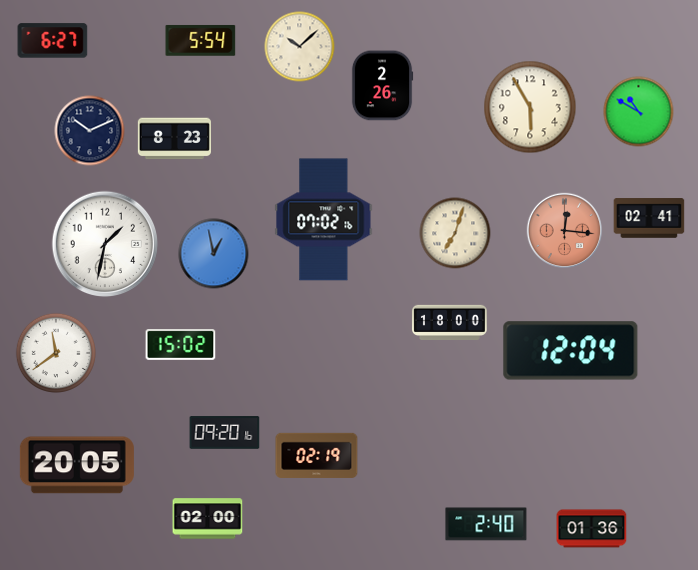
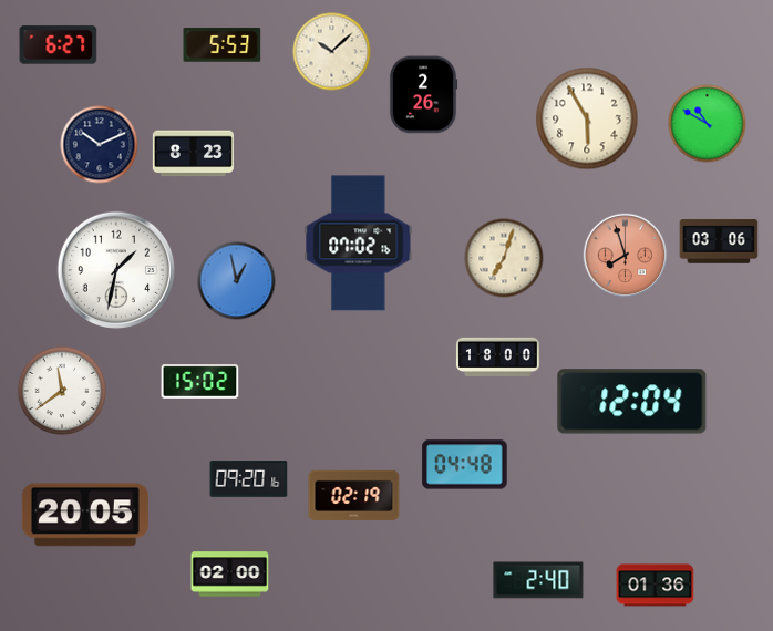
clock at (201, 41): 5:54 -> 5:53
clock at (649, 218): 02:41 -> 03:06
clock at (565, 231): 12:16 -> 7:57
clock at (571, 351) position: (571, 351) -> (632, 402)
clock at (465, 465): none -> 04:48
clock at (317, 455) position: (317, 455) -> (354, 495)
